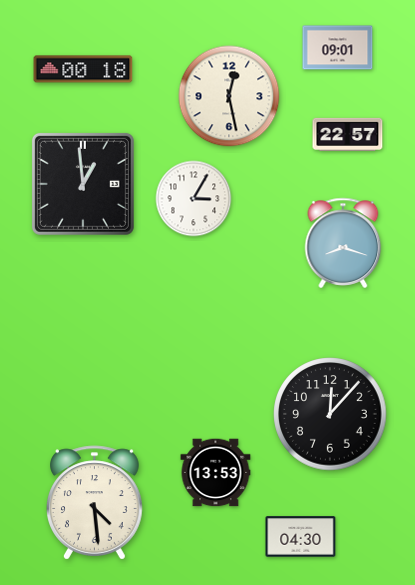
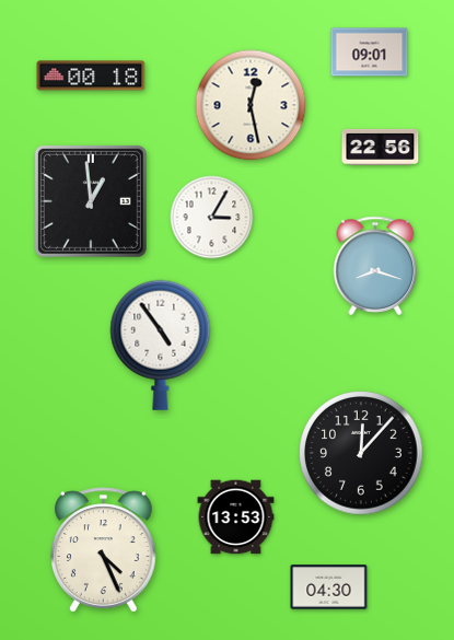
clock at (348, 134): 22:57 -> 22:56
clock at (161, 345): none -> 4:54
clock at (95, 503): 4:29 -> 4:26
